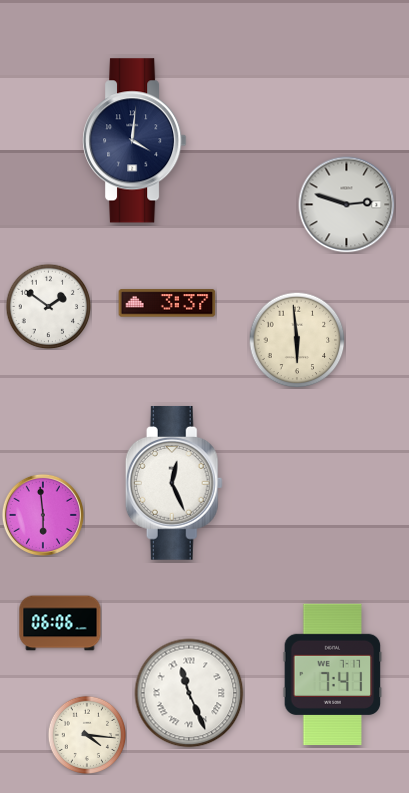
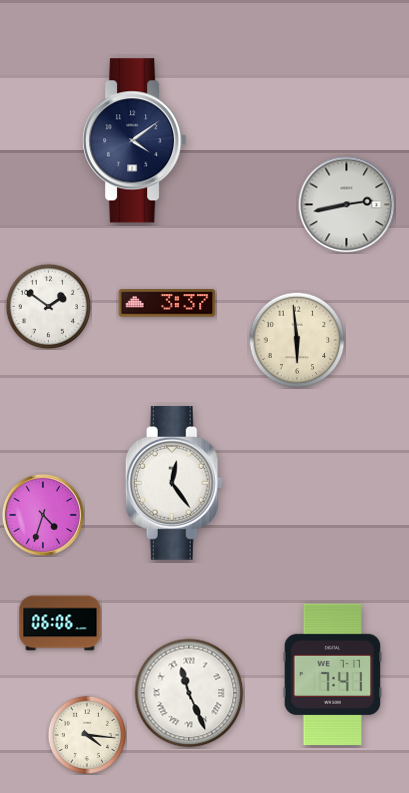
clock at (135, 141): 4:01 -> 4:09
clock at (347, 205): 2:48 -> 2:43
clock at (174, 483): 12:26 -> 12:24
clock at (43, 515): 5:59 -> 4:33
